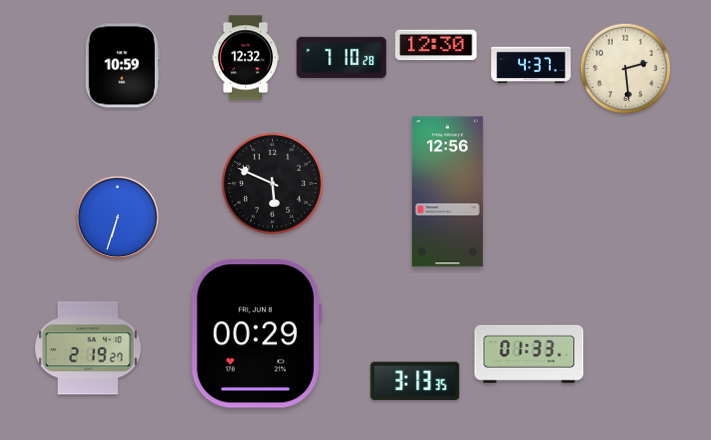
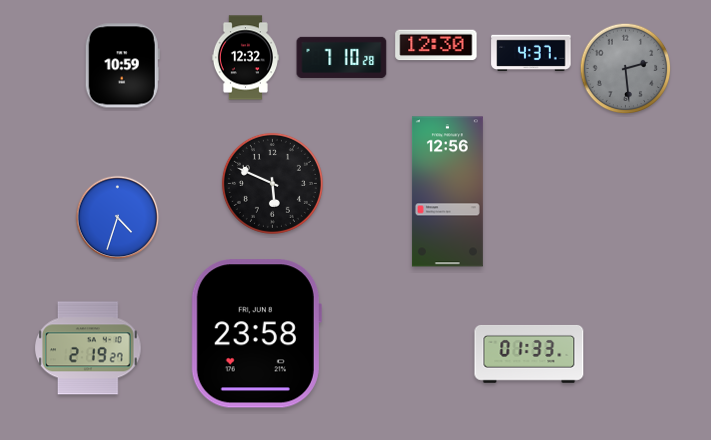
clock at (531, 65) position: (531, 65) -> (531, 53)
clock at (626, 69) dial: cream -> grey
clock at (118, 218): 6:33 -> 4:33
clock at (256, 334): 00:29 -> 23:58
clock at (415, 381): 3:13 -> none
